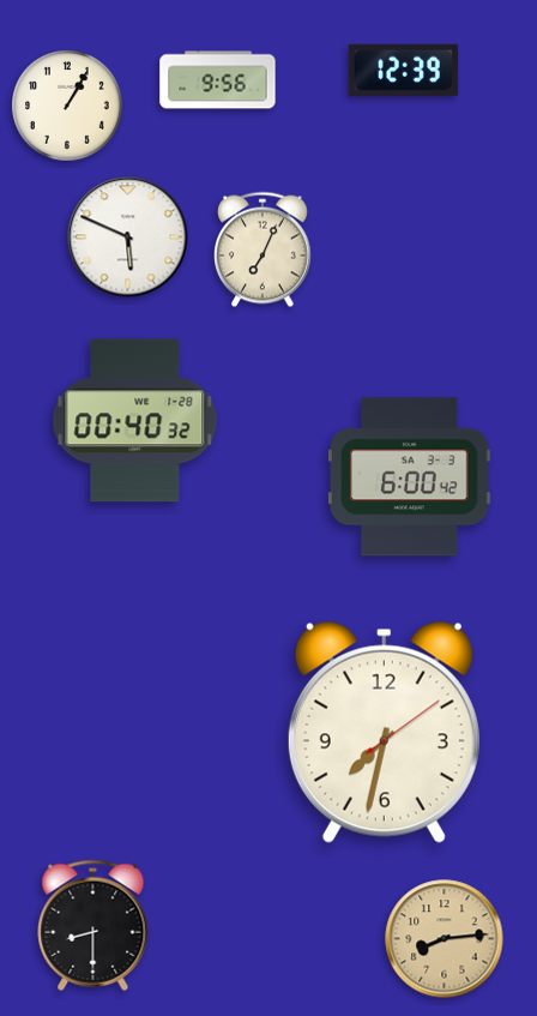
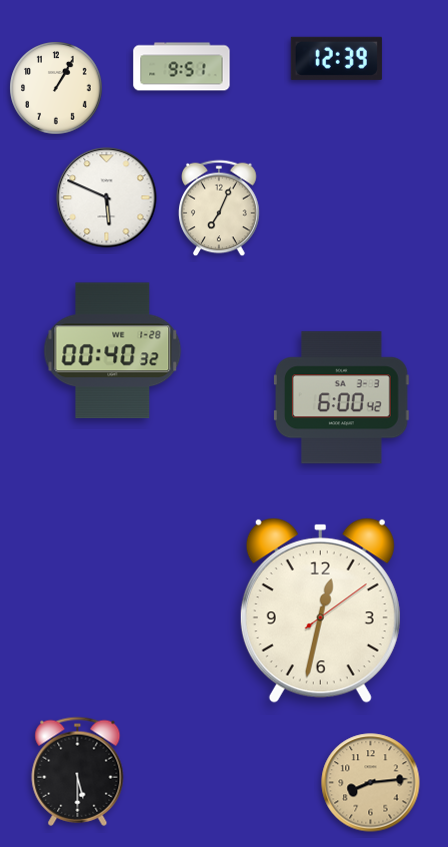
clock at (218, 80): 9:56 -> 9:51
clock at (384, 732): 7:32 -> 12:32
clock at (93, 925): 8:30 -> 5:30
